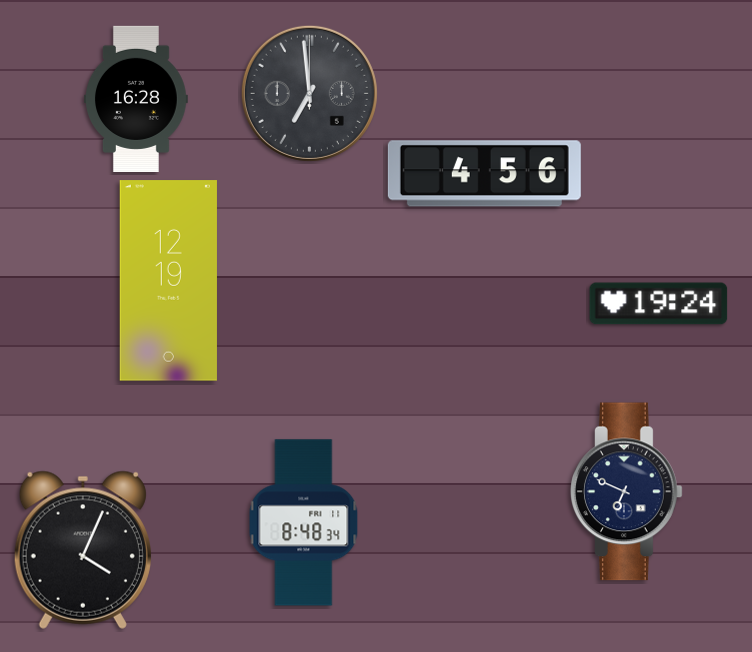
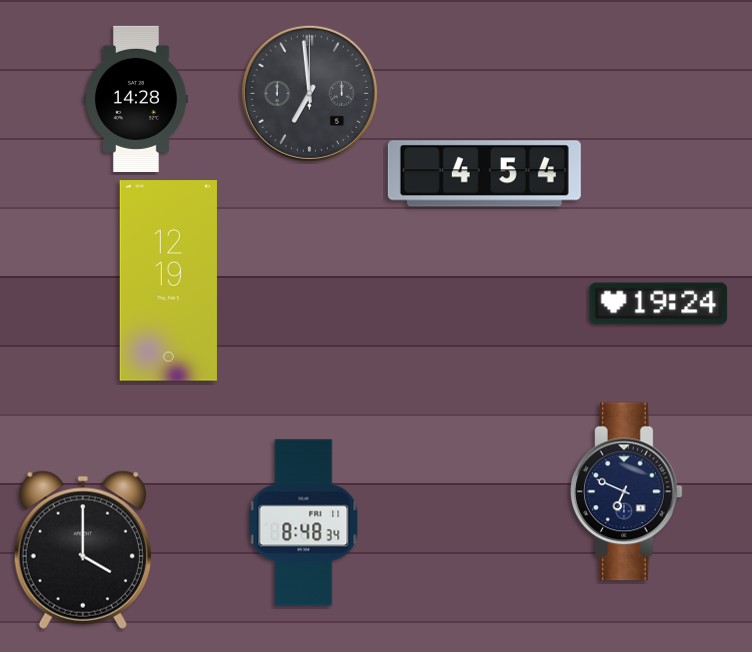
clock at (137, 99): 16:28 -> 14:28
clock at (484, 174): 4:56 -> 4:54
clock at (83, 550): 4:04 -> 4:00
